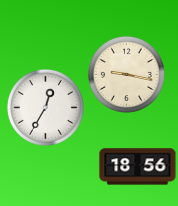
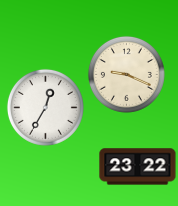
clock at (126, 74): 9:17 -> 9:19
clock at (138, 167): 18:56 -> 23:22
